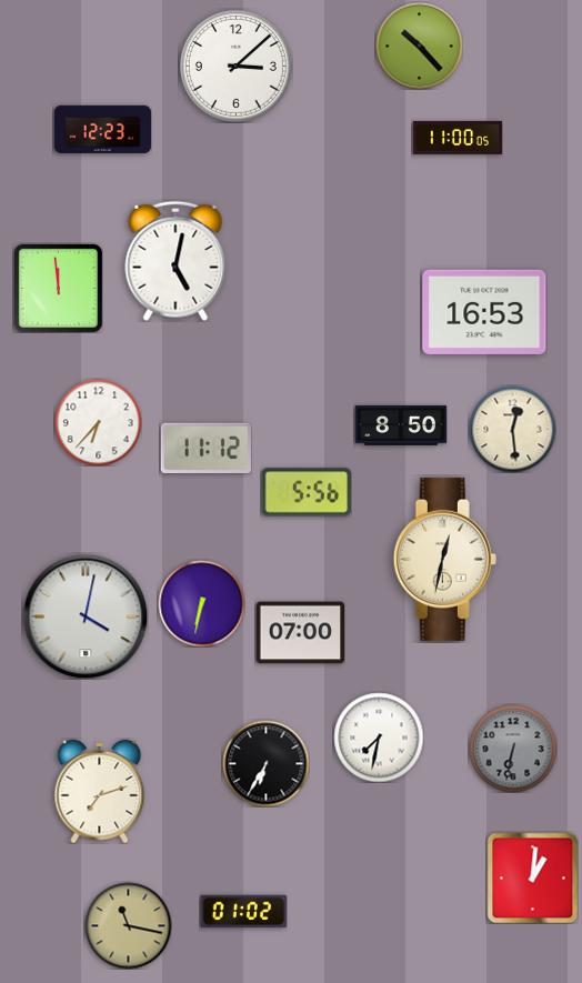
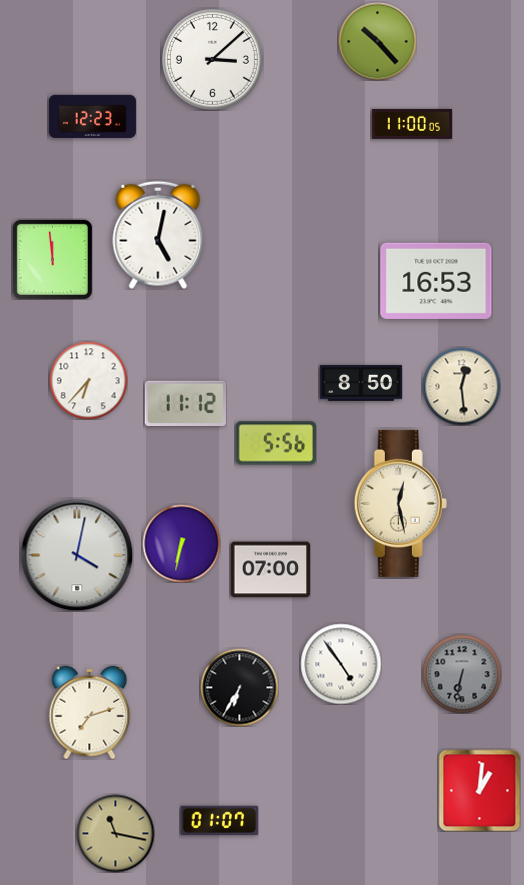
clock at (444, 559): 12:32 -> 12:28
clock at (379, 738): 7:32 -> 4:54
clock at (243, 912): 01:02 -> 01:07
